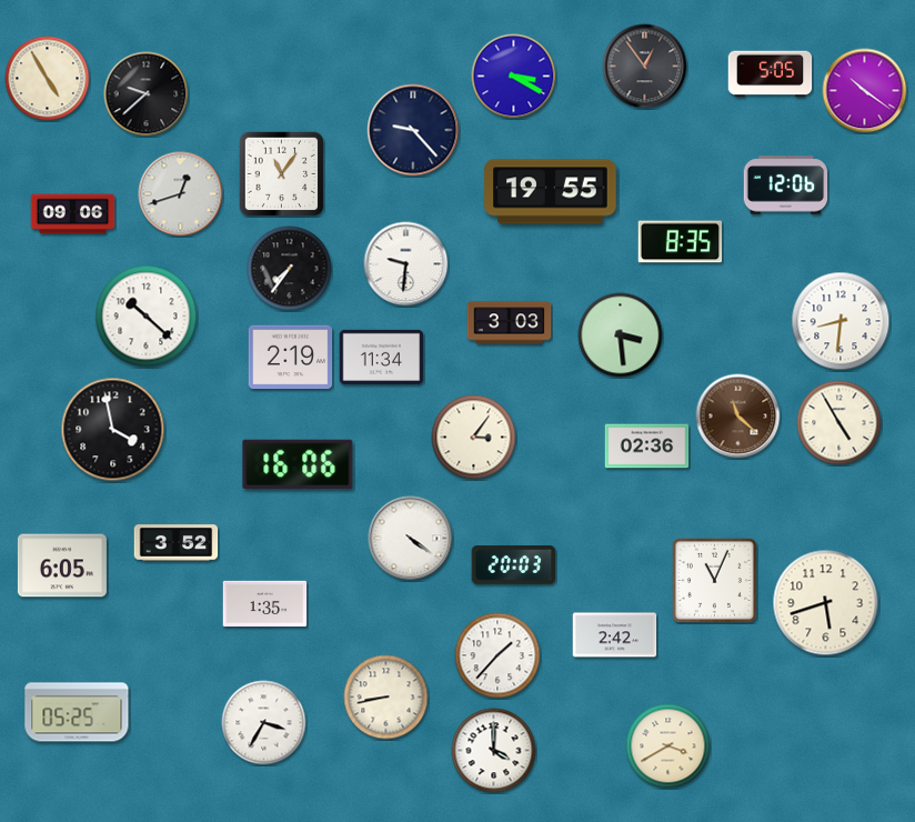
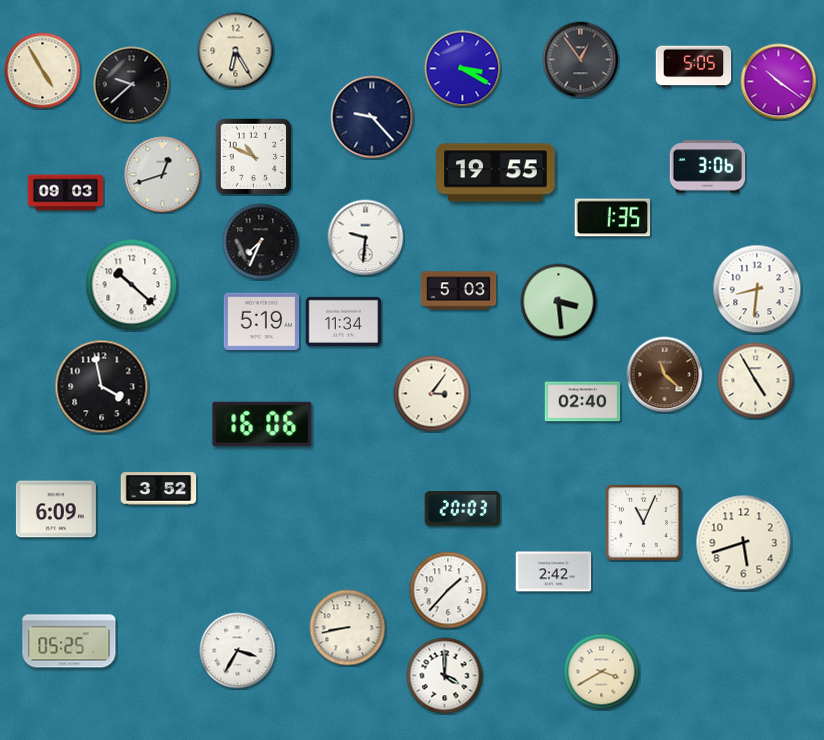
clock at (236, 51): none -> 6:25
clock at (281, 173): 11:06 -> 10:49
clock at (786, 186): 12:06 -> 3:06
clock at (73, 214): 09:06 -> 09:03
clock at (681, 242): 8:35 -> 1:35
clock at (290, 269): 7:36 -> 7:34
clock at (510, 323): 3:03 -> 5:03
clock at (291, 358): 2:19 -> 5:19
clock at (474, 438) position: (474, 438) -> (432, 394)
clock at (647, 447): 02:36 -> 02:40
clock at (298, 464) position: (298, 464) -> (262, 424)
clock at (411, 539): 4:21 -> none
clock at (62, 565): 6:05 -> 6:09
clock at (265, 604): 1:35 -> none
